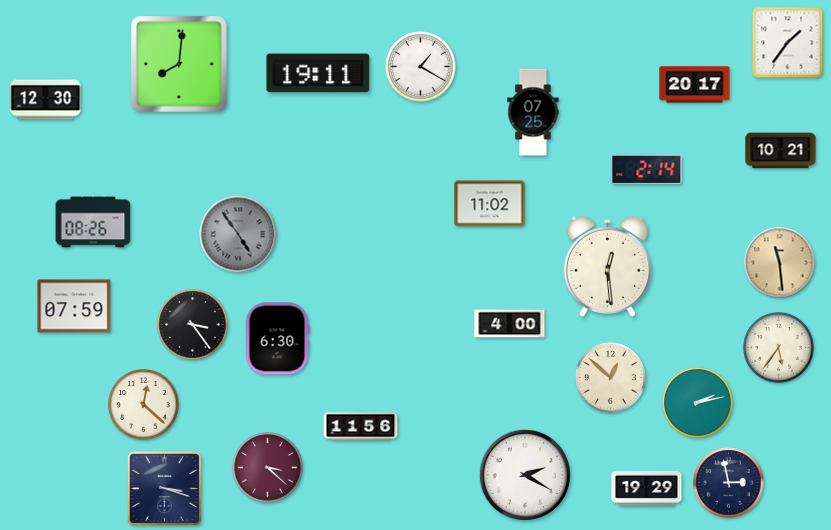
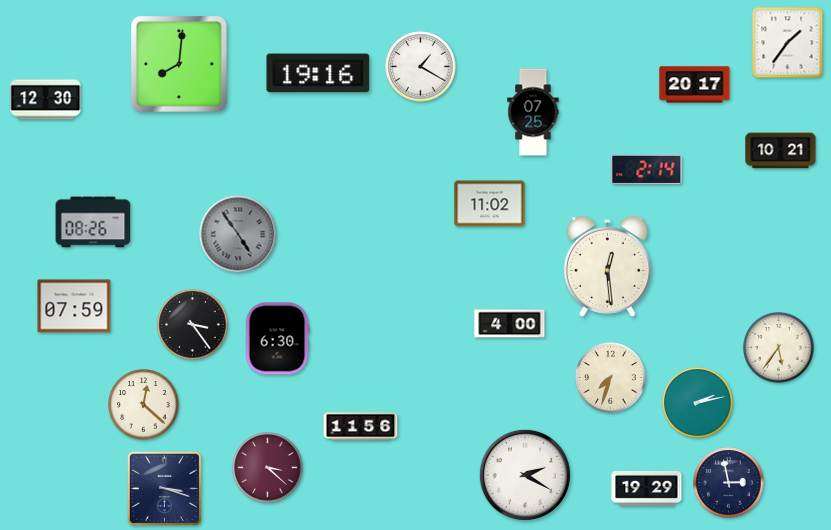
clock at (318, 73): 19:11 -> 19:16
clock at (780, 263): 11:29 -> none
clock at (611, 378): 12:52 -> 7:33
